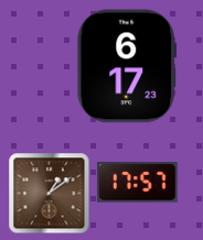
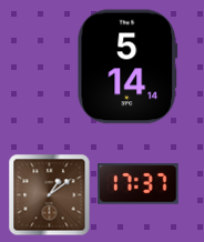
clock at (127, 66): 6:17 -> 5:14
clock at (138, 183): 17:57 -> 17:37
